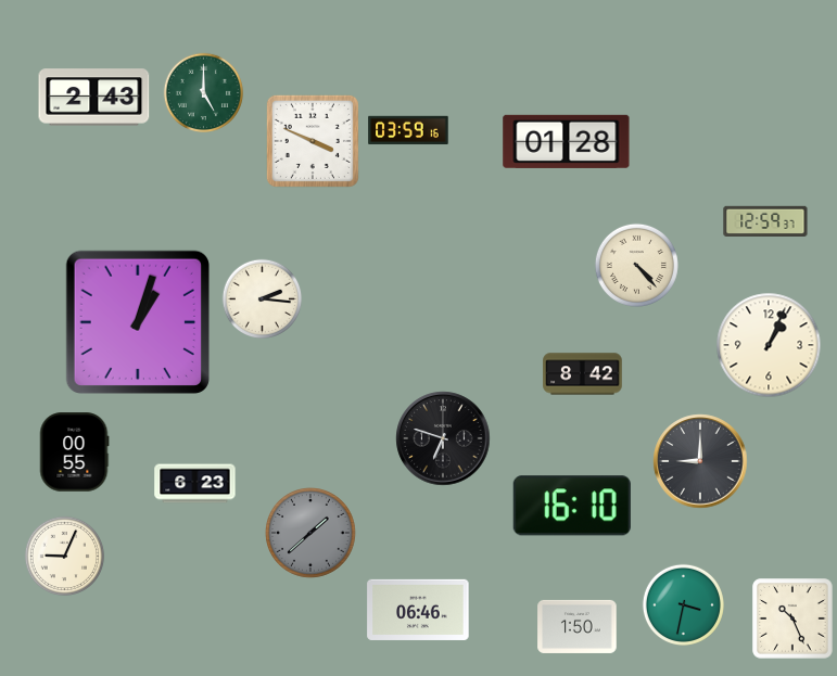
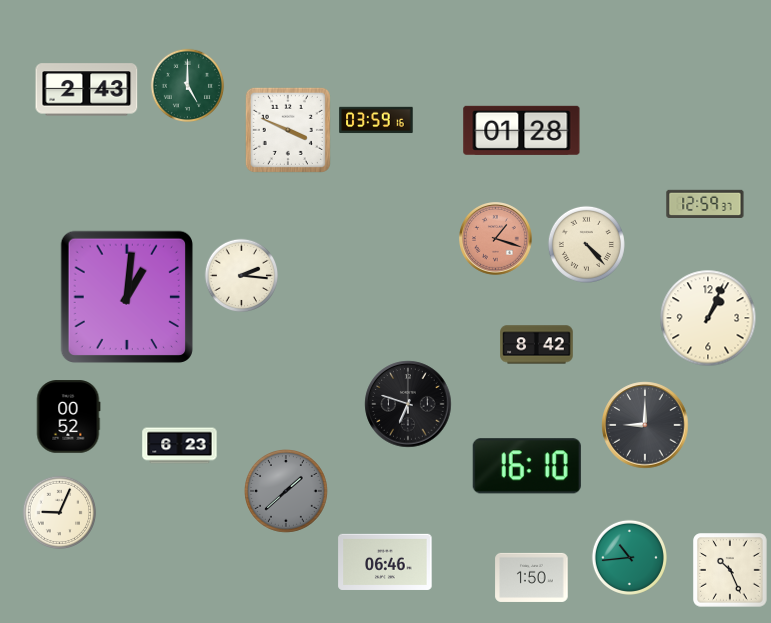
clock at (496, 239): none -> 1:18
clock at (137, 321): 1:03 -> 1:01
clock at (74, 452): 00:55 -> 00:52
clock at (683, 604): 3:32 -> 10:44
